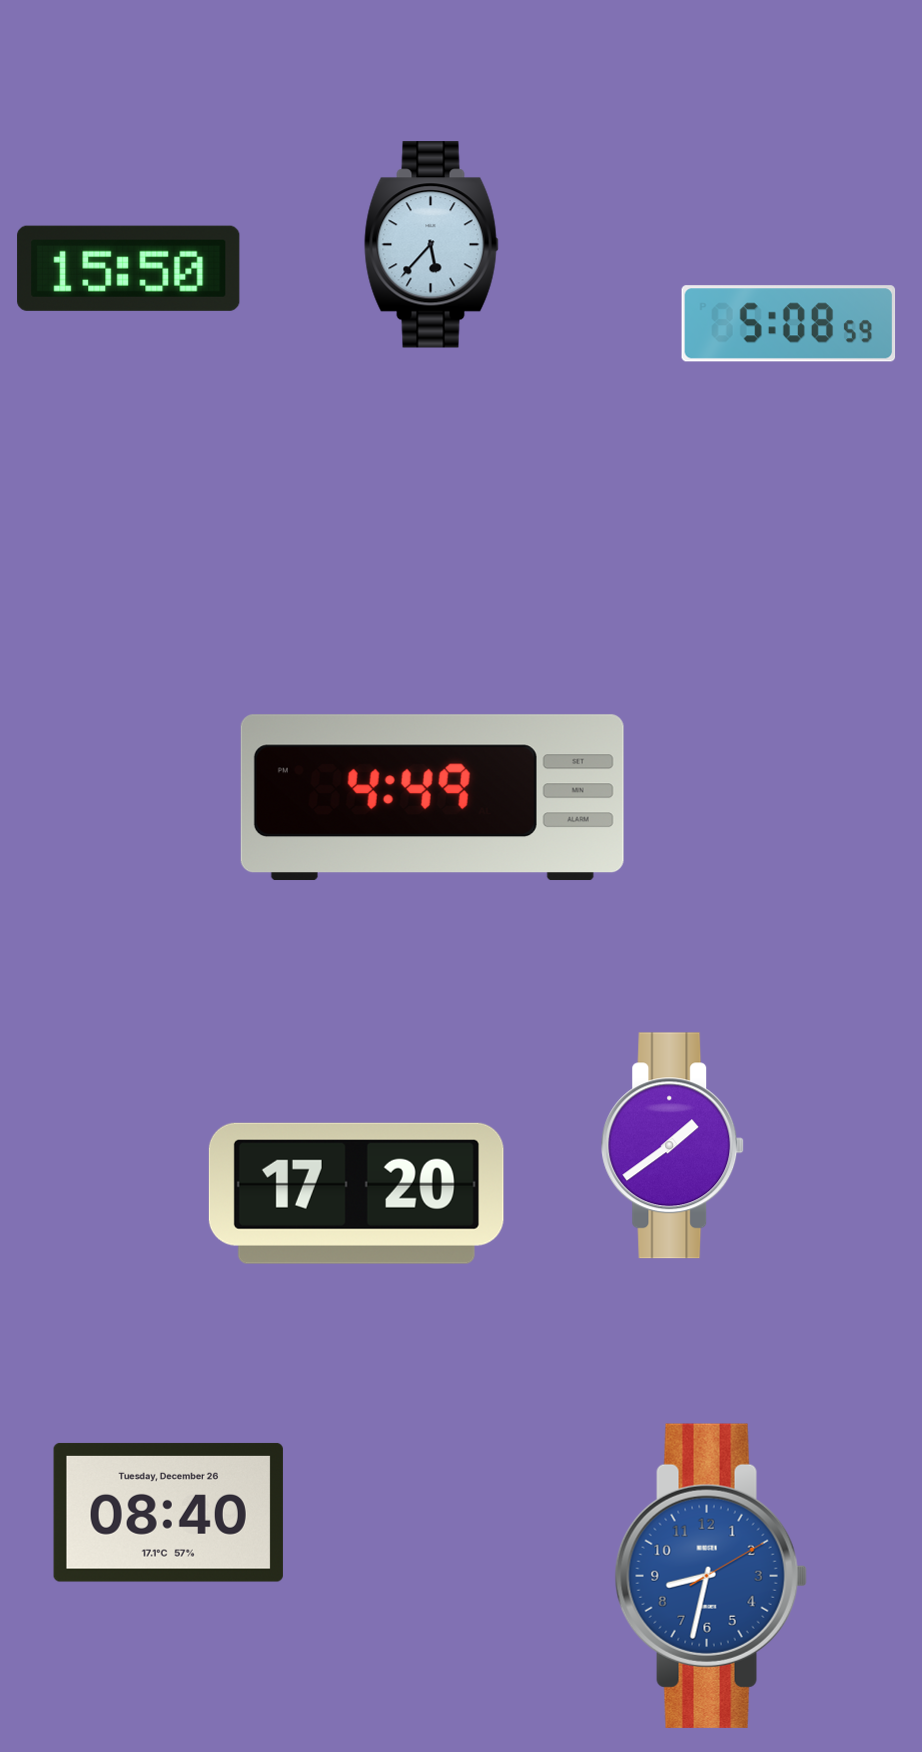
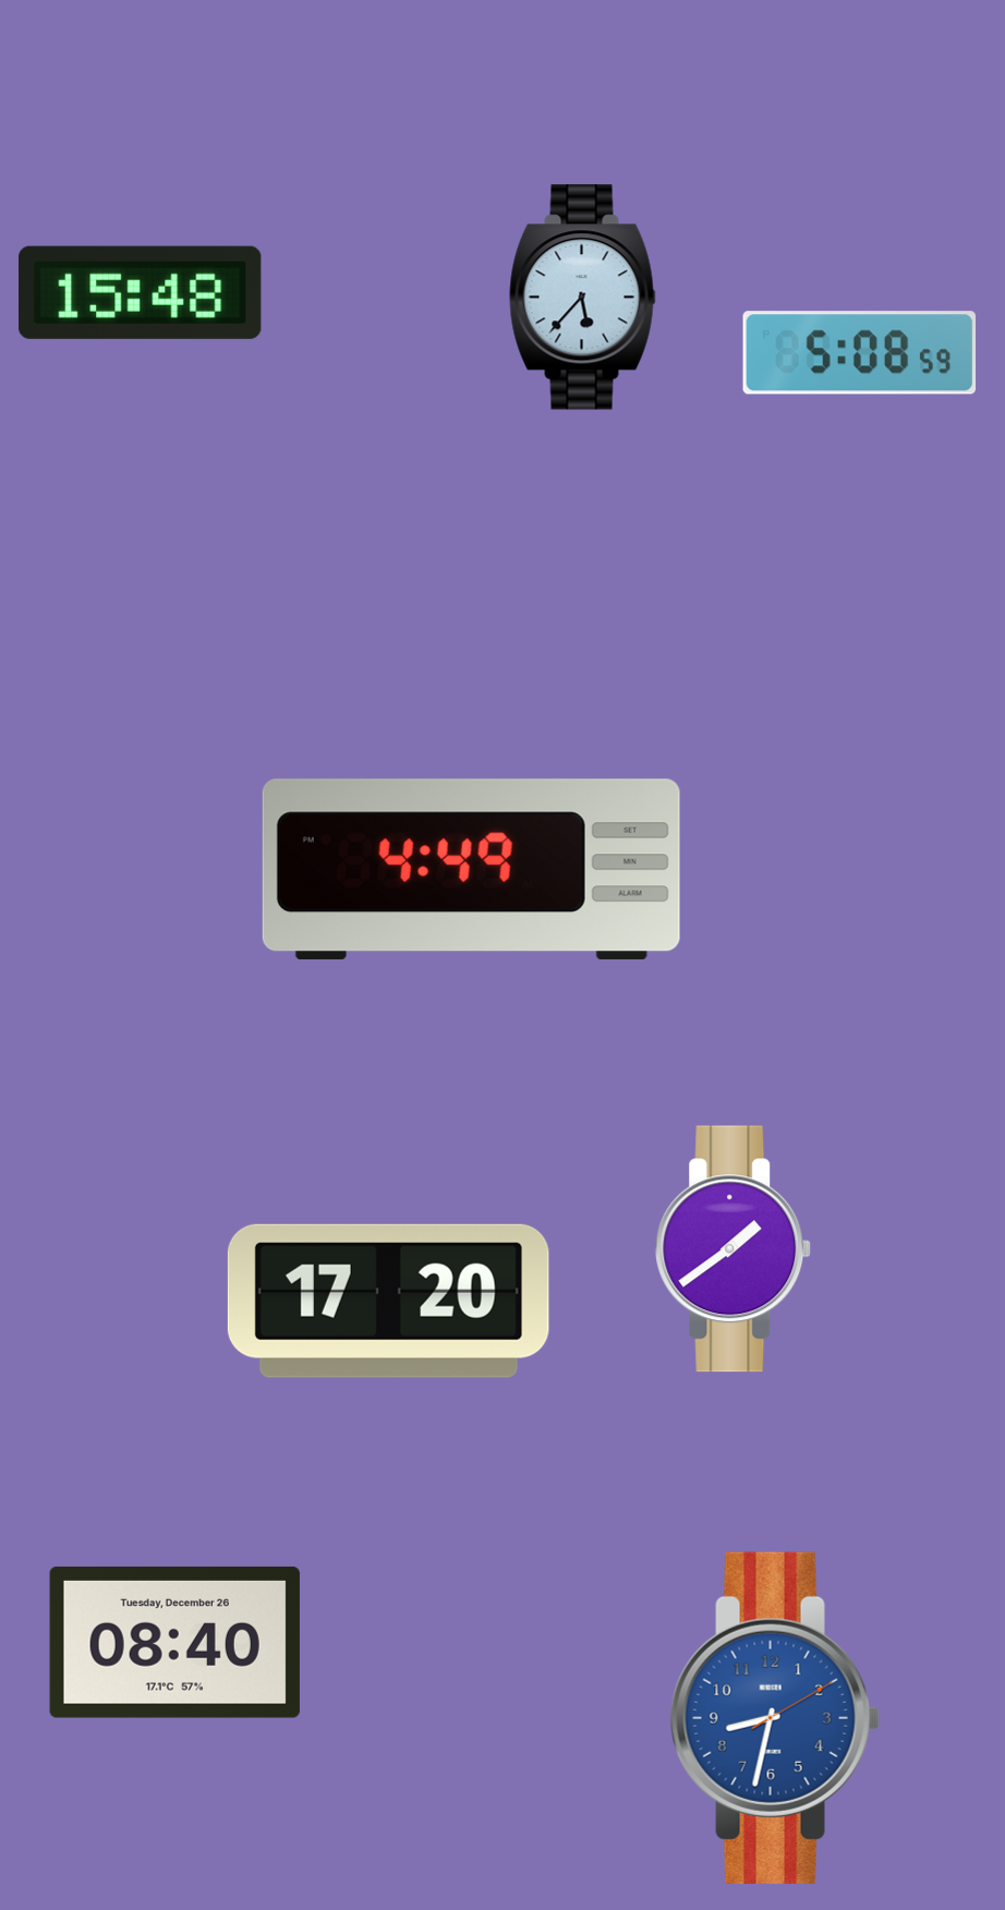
clock at (432, 245) position: (432, 245) -> (583, 298)
clock at (129, 268): 15:50 -> 15:48
clock at (168, 1512) position: (168, 1512) -> (174, 1642)
